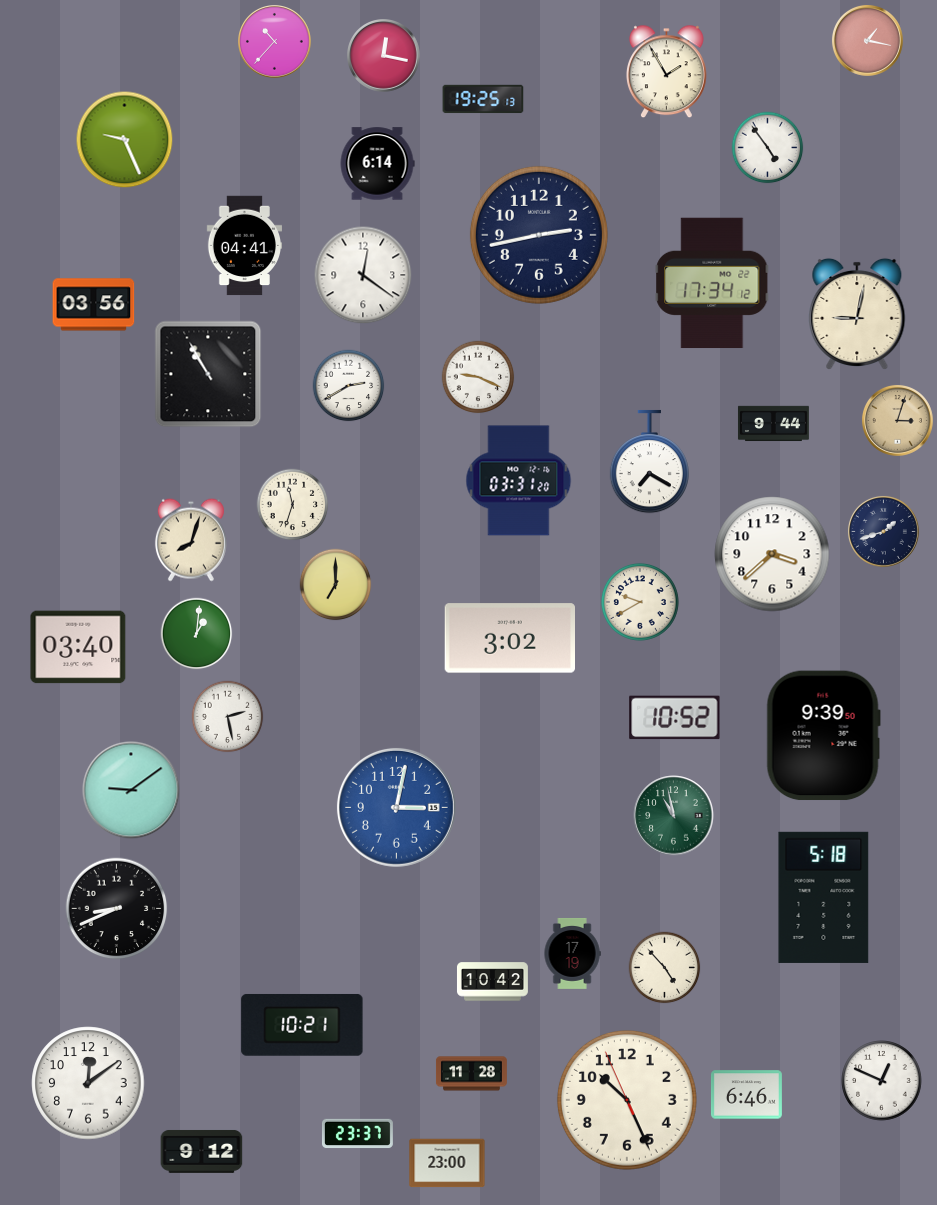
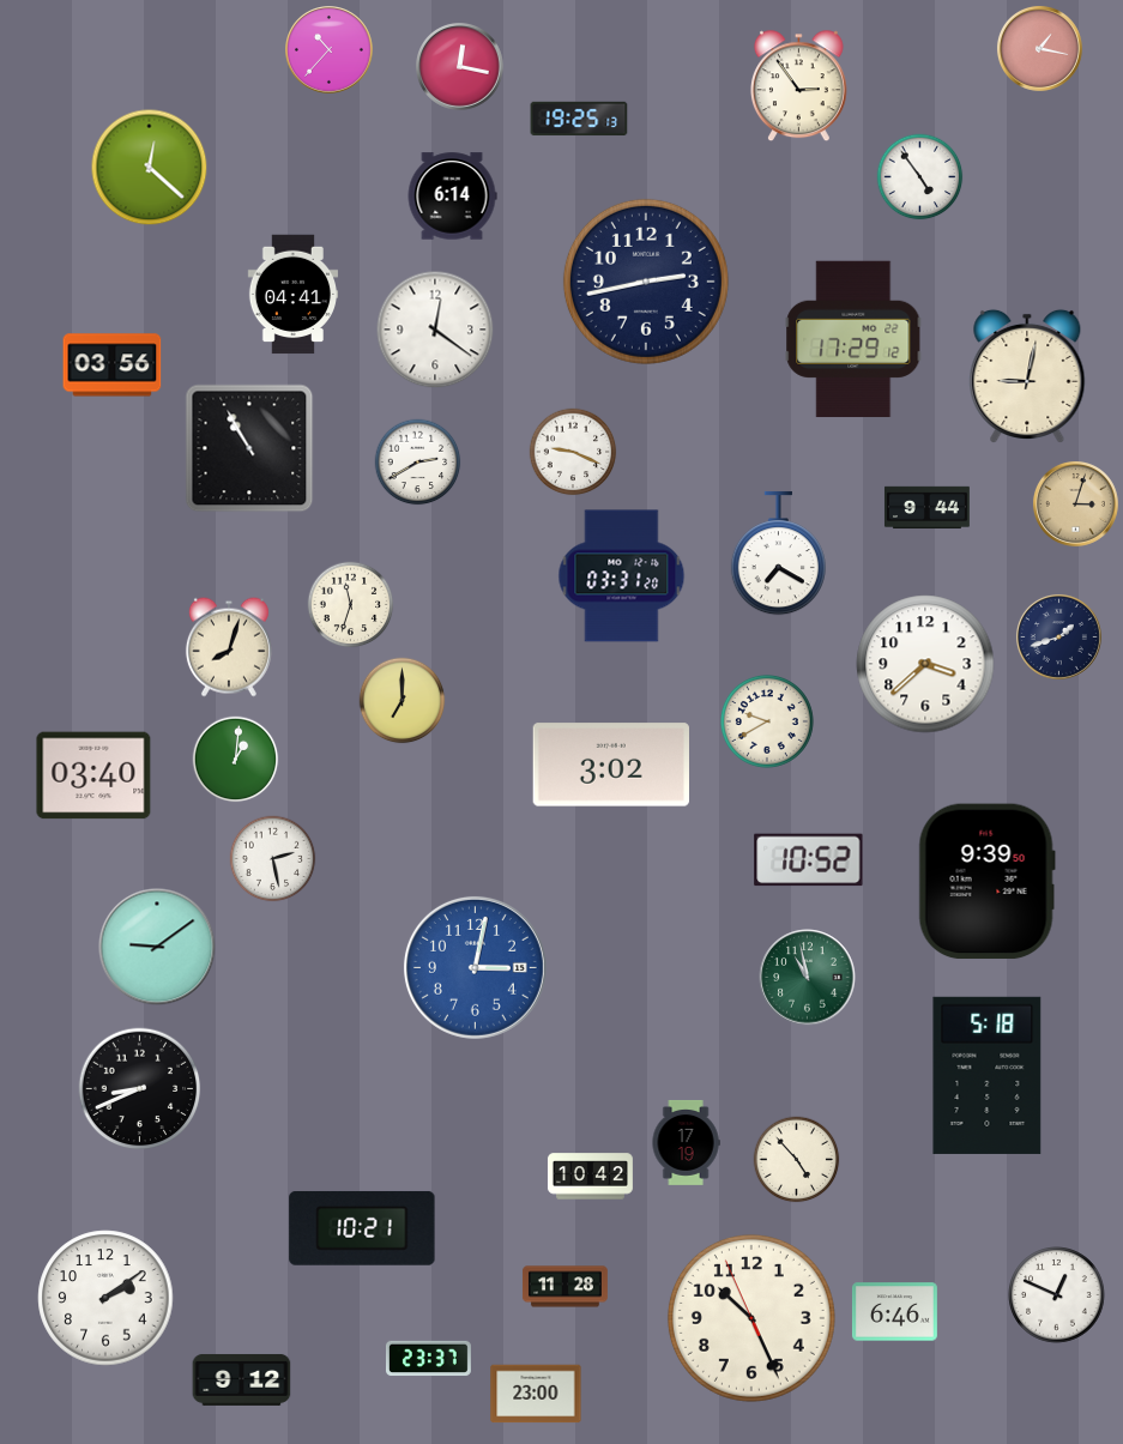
clock at (666, 72): 1:55 -> 2:54
clock at (125, 140): 9:26 -> 12:22
clock at (712, 283): 17:34 -> 17:29
clock at (88, 1083): 12:09 -> 2:09
